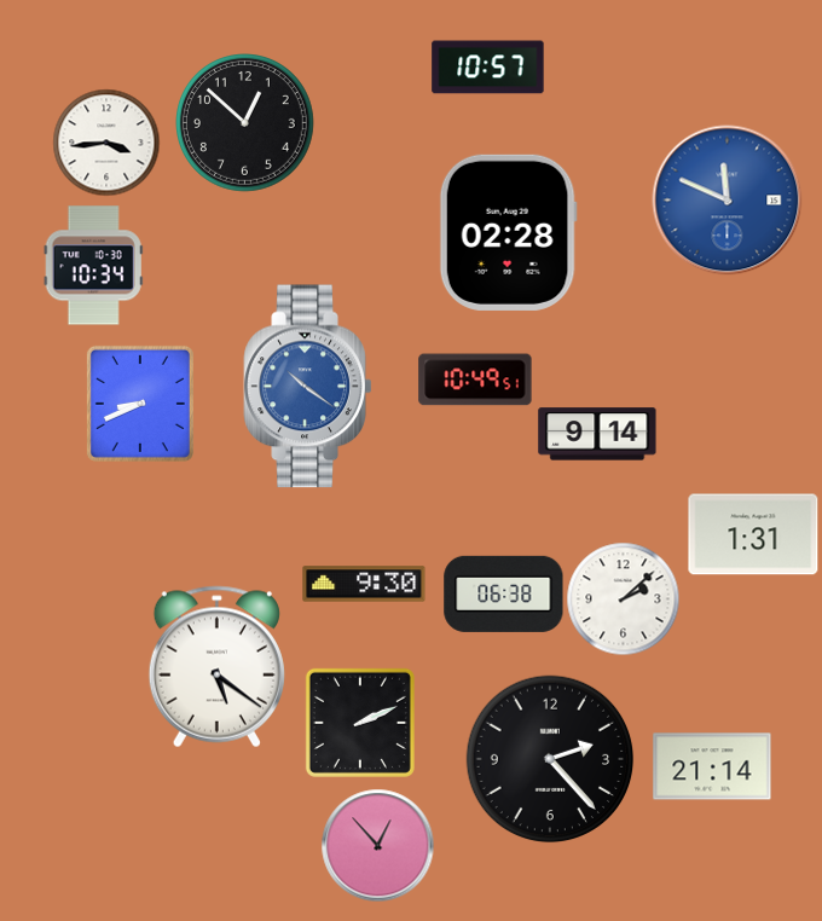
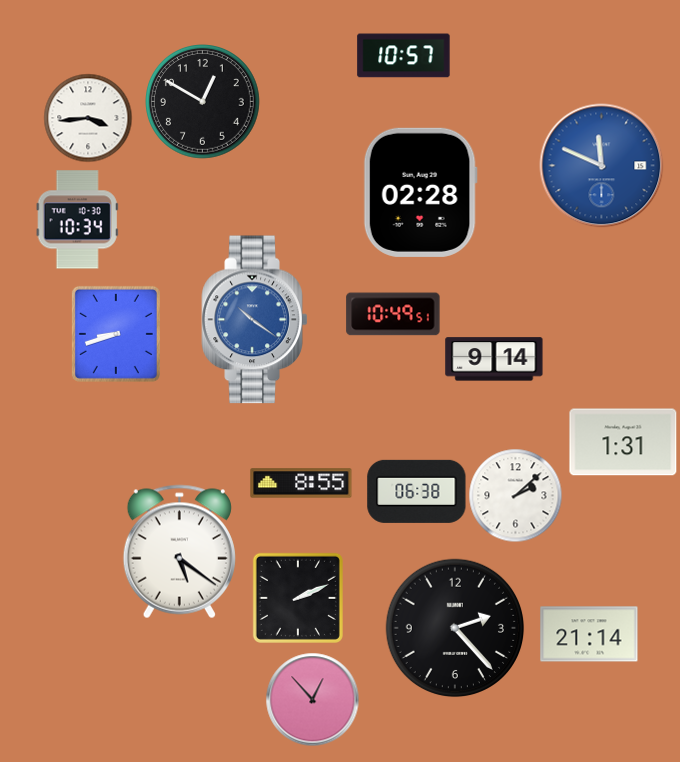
clock at (245, 123): 12:52 -> 12:50
clock at (140, 404): 8:41 -> 8:42
clock at (364, 584): 9:30 -> 8:55
